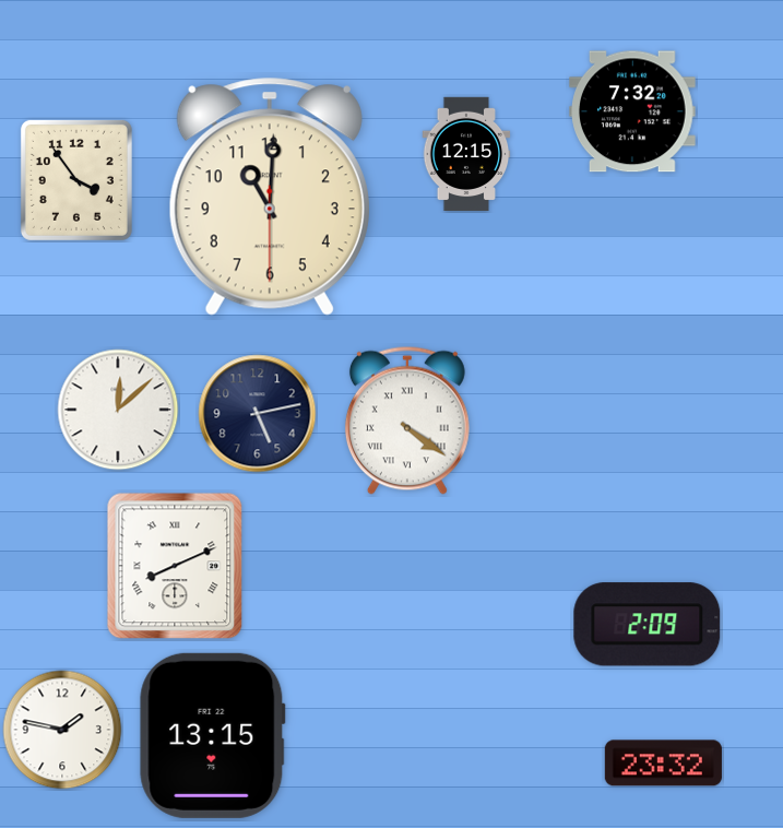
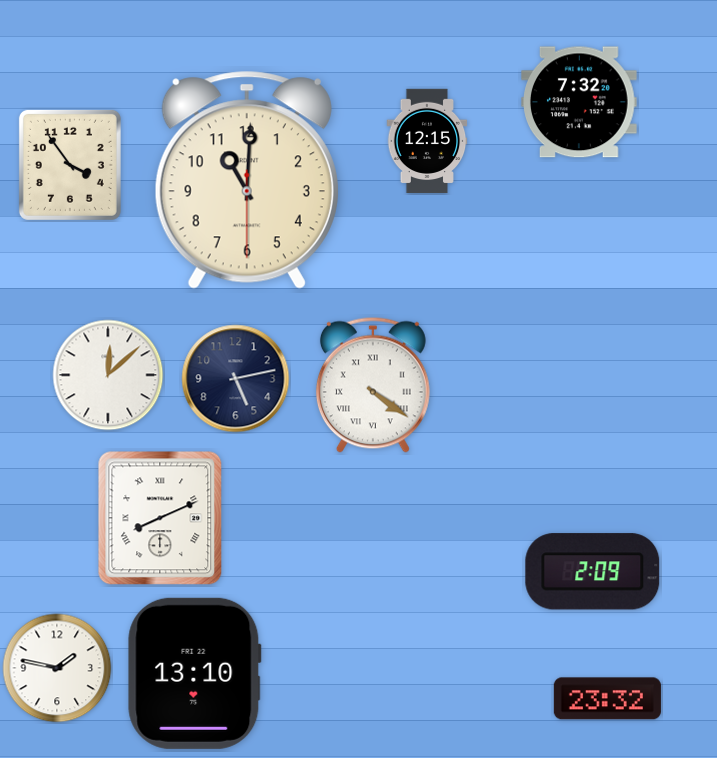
clock at (213, 735): 13:15 -> 13:10
